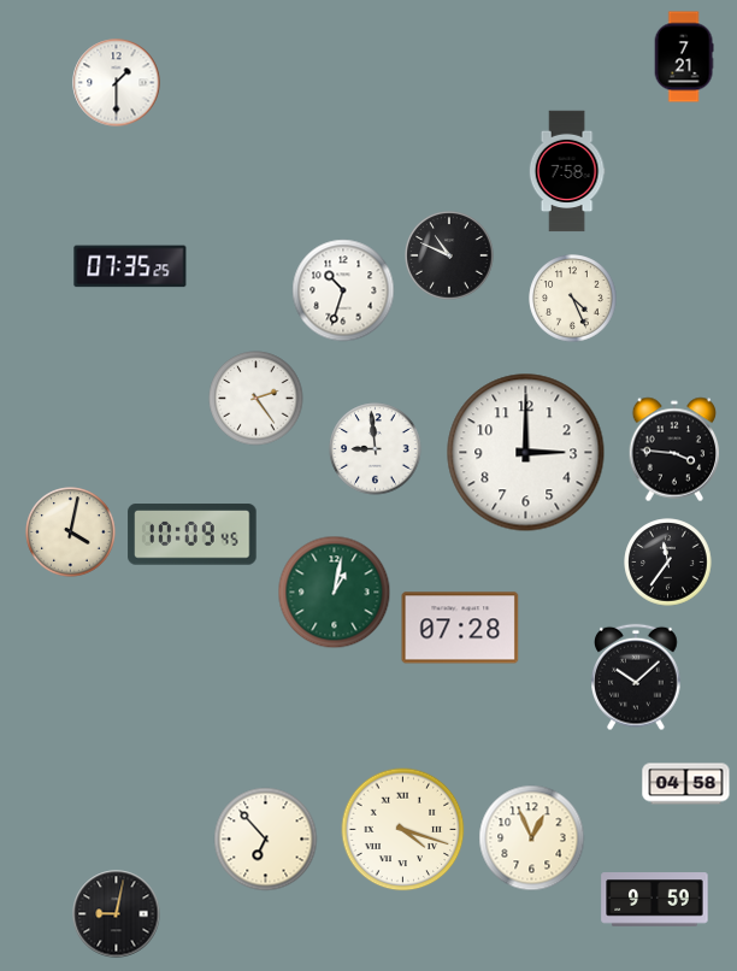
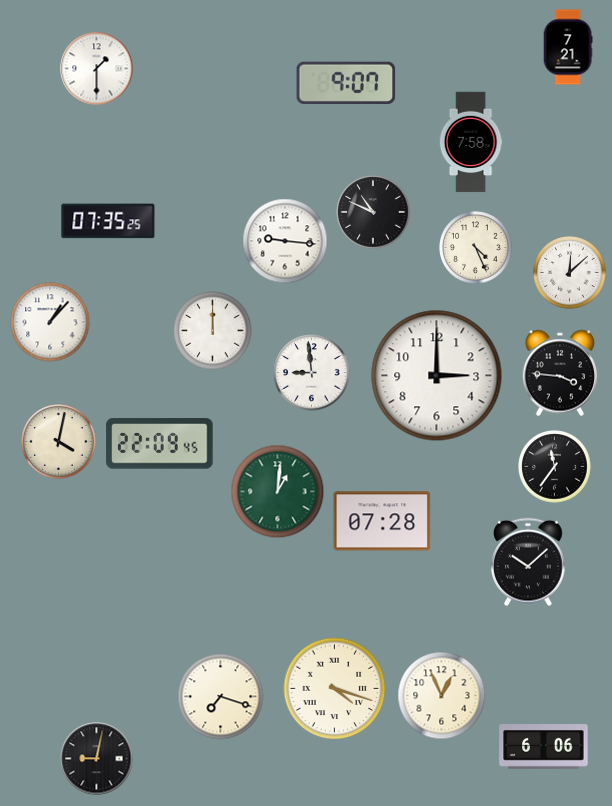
clock at (346, 83): none -> 9:07
clock at (343, 290): 10:33 -> 9:16
clock at (570, 273): none -> 12:08
clock at (50, 322): none -> 1:07
clock at (257, 399): 2:24 -> 12:00
clock at (193, 535): 10:09 -> 22:09
clock at (335, 593): 1:02 -> 1:01
clock at (686, 784): 04:58 -> none
clock at (266, 840): 6:53 -> 7:18
clock at (655, 900): 9:59 -> 6:06
